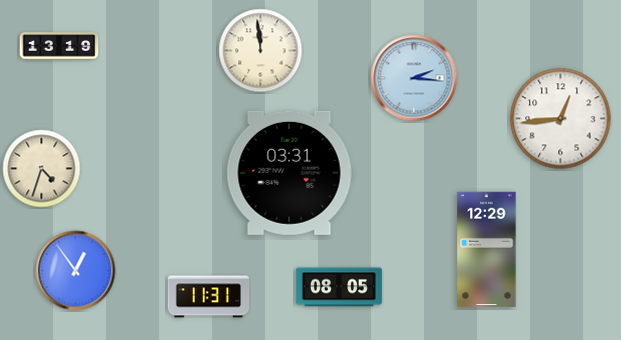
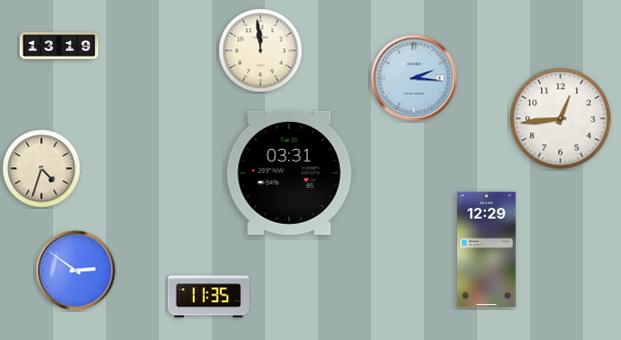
clock at (76, 271): 12:54 -> 2:51
clock at (339, 287): 08:05 -> none
clock at (209, 297): 11:31 -> 11:35
